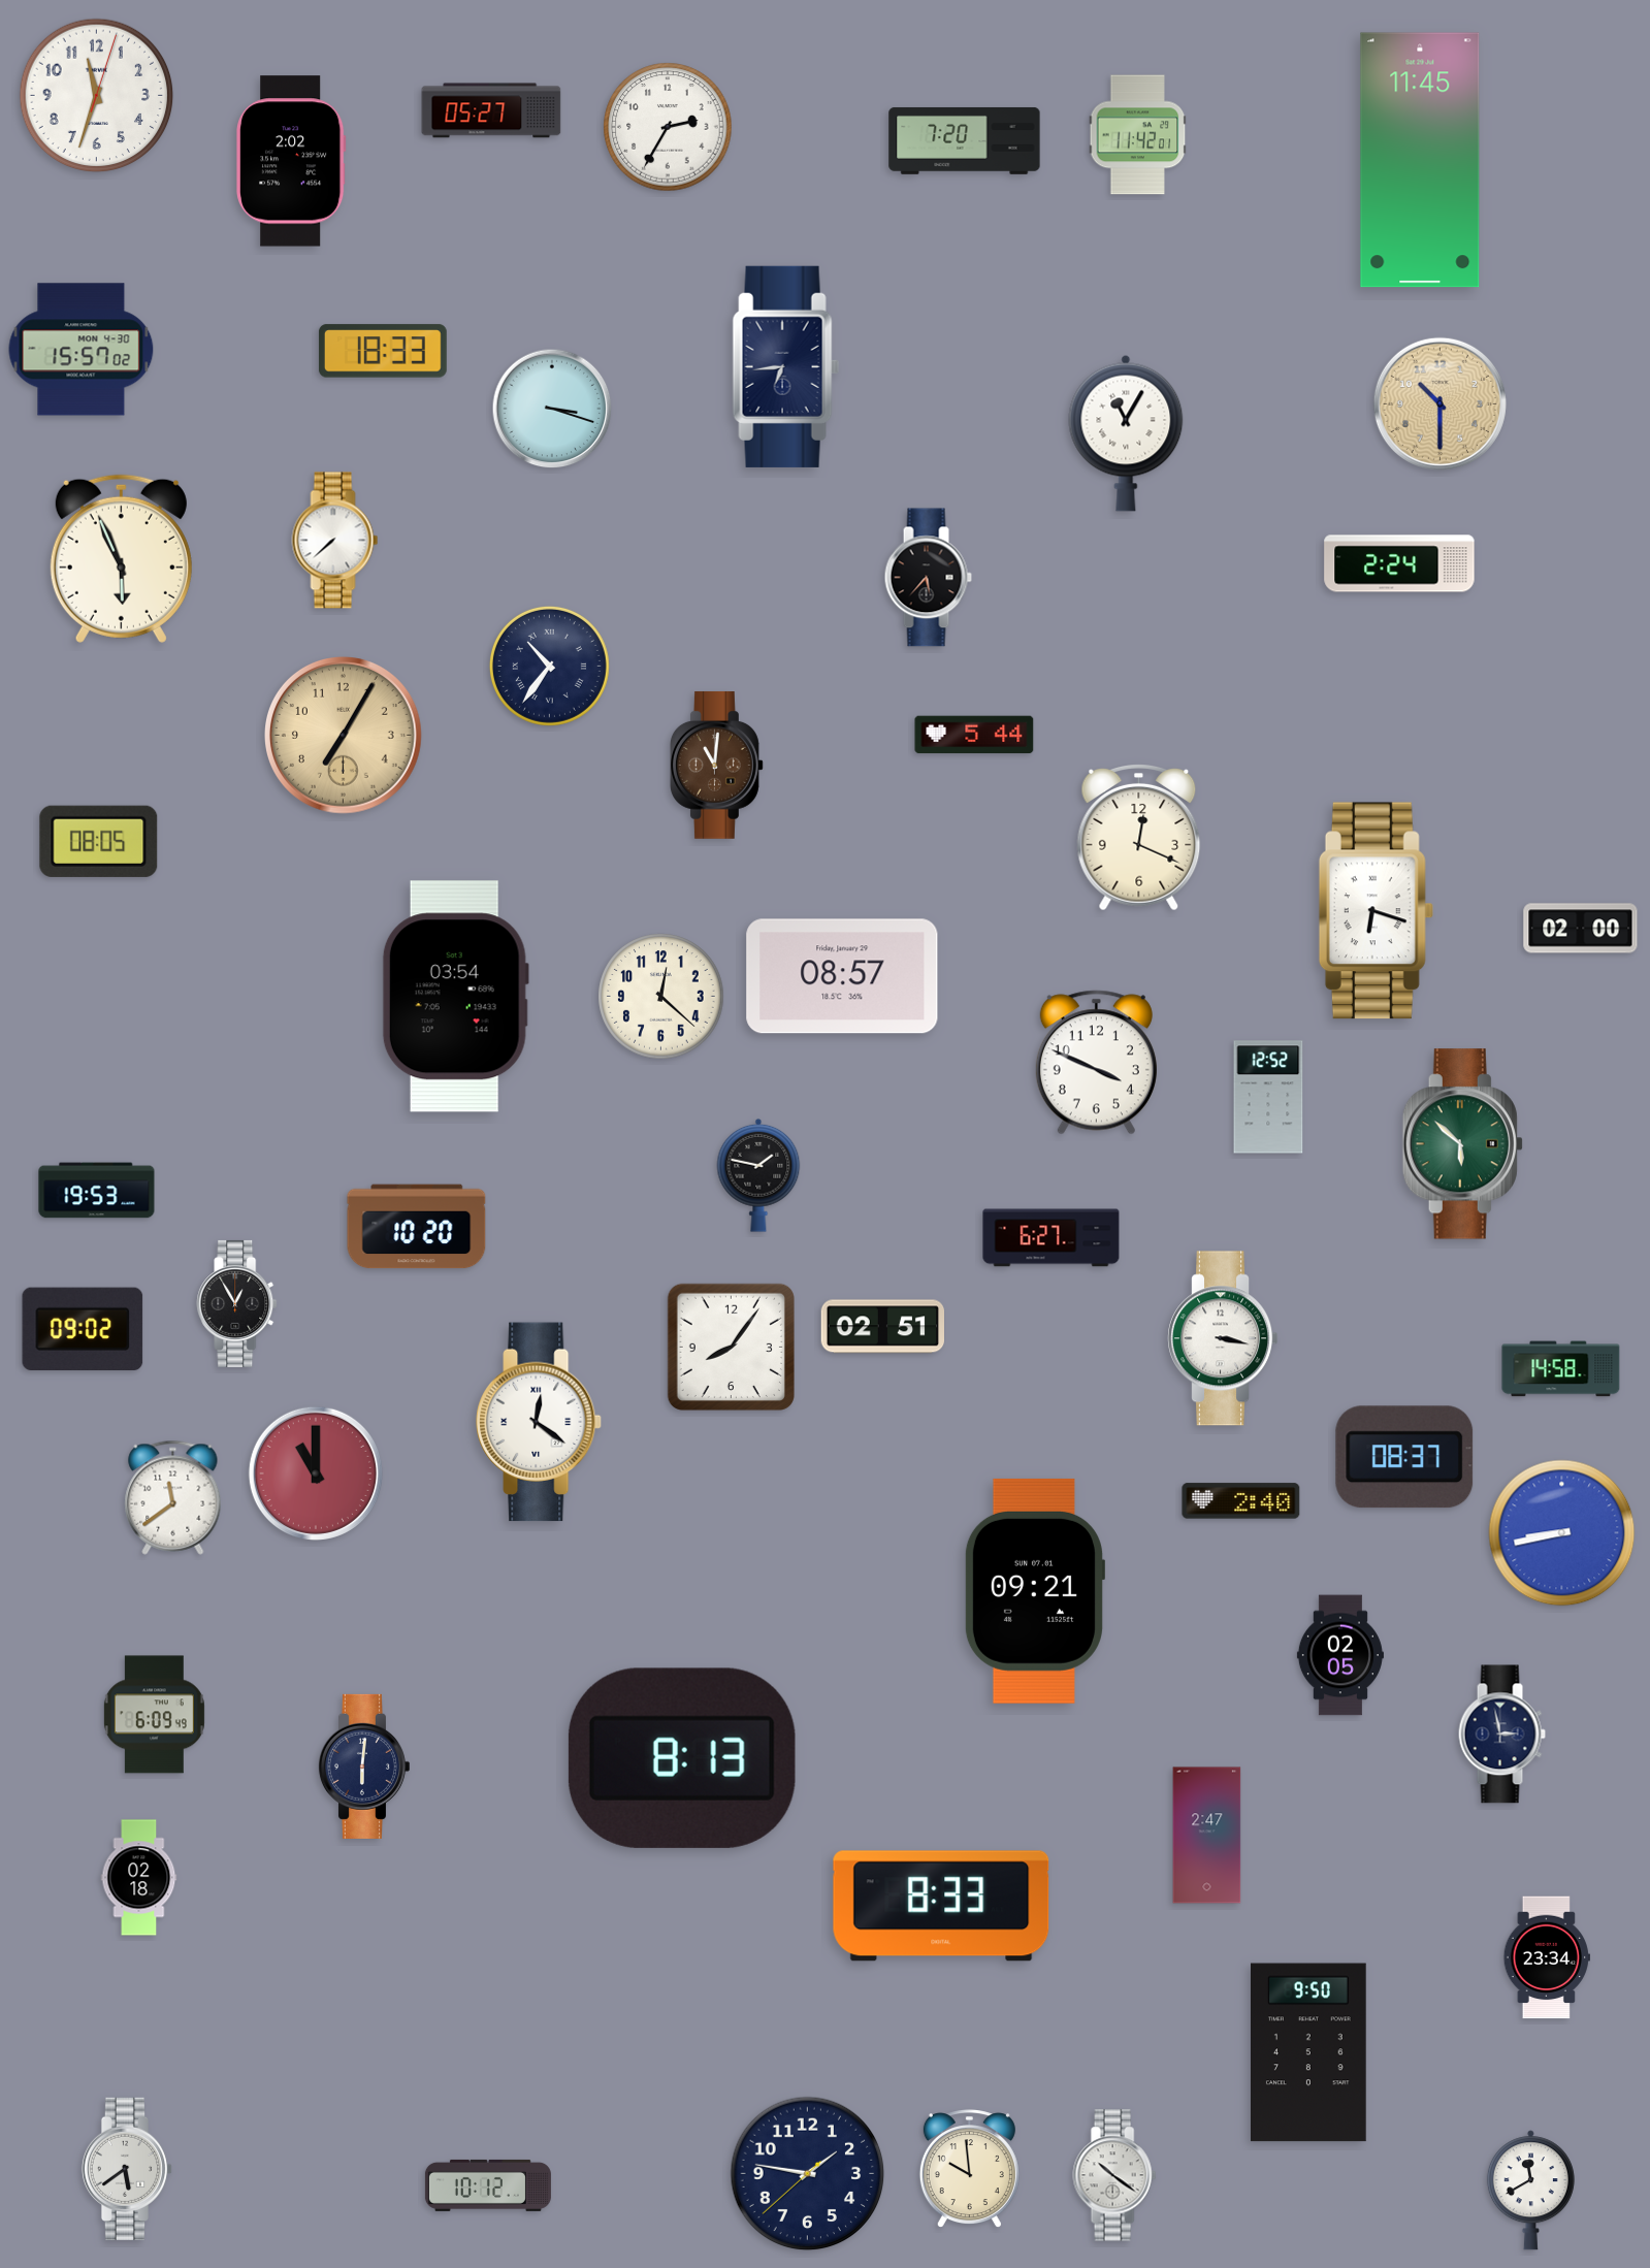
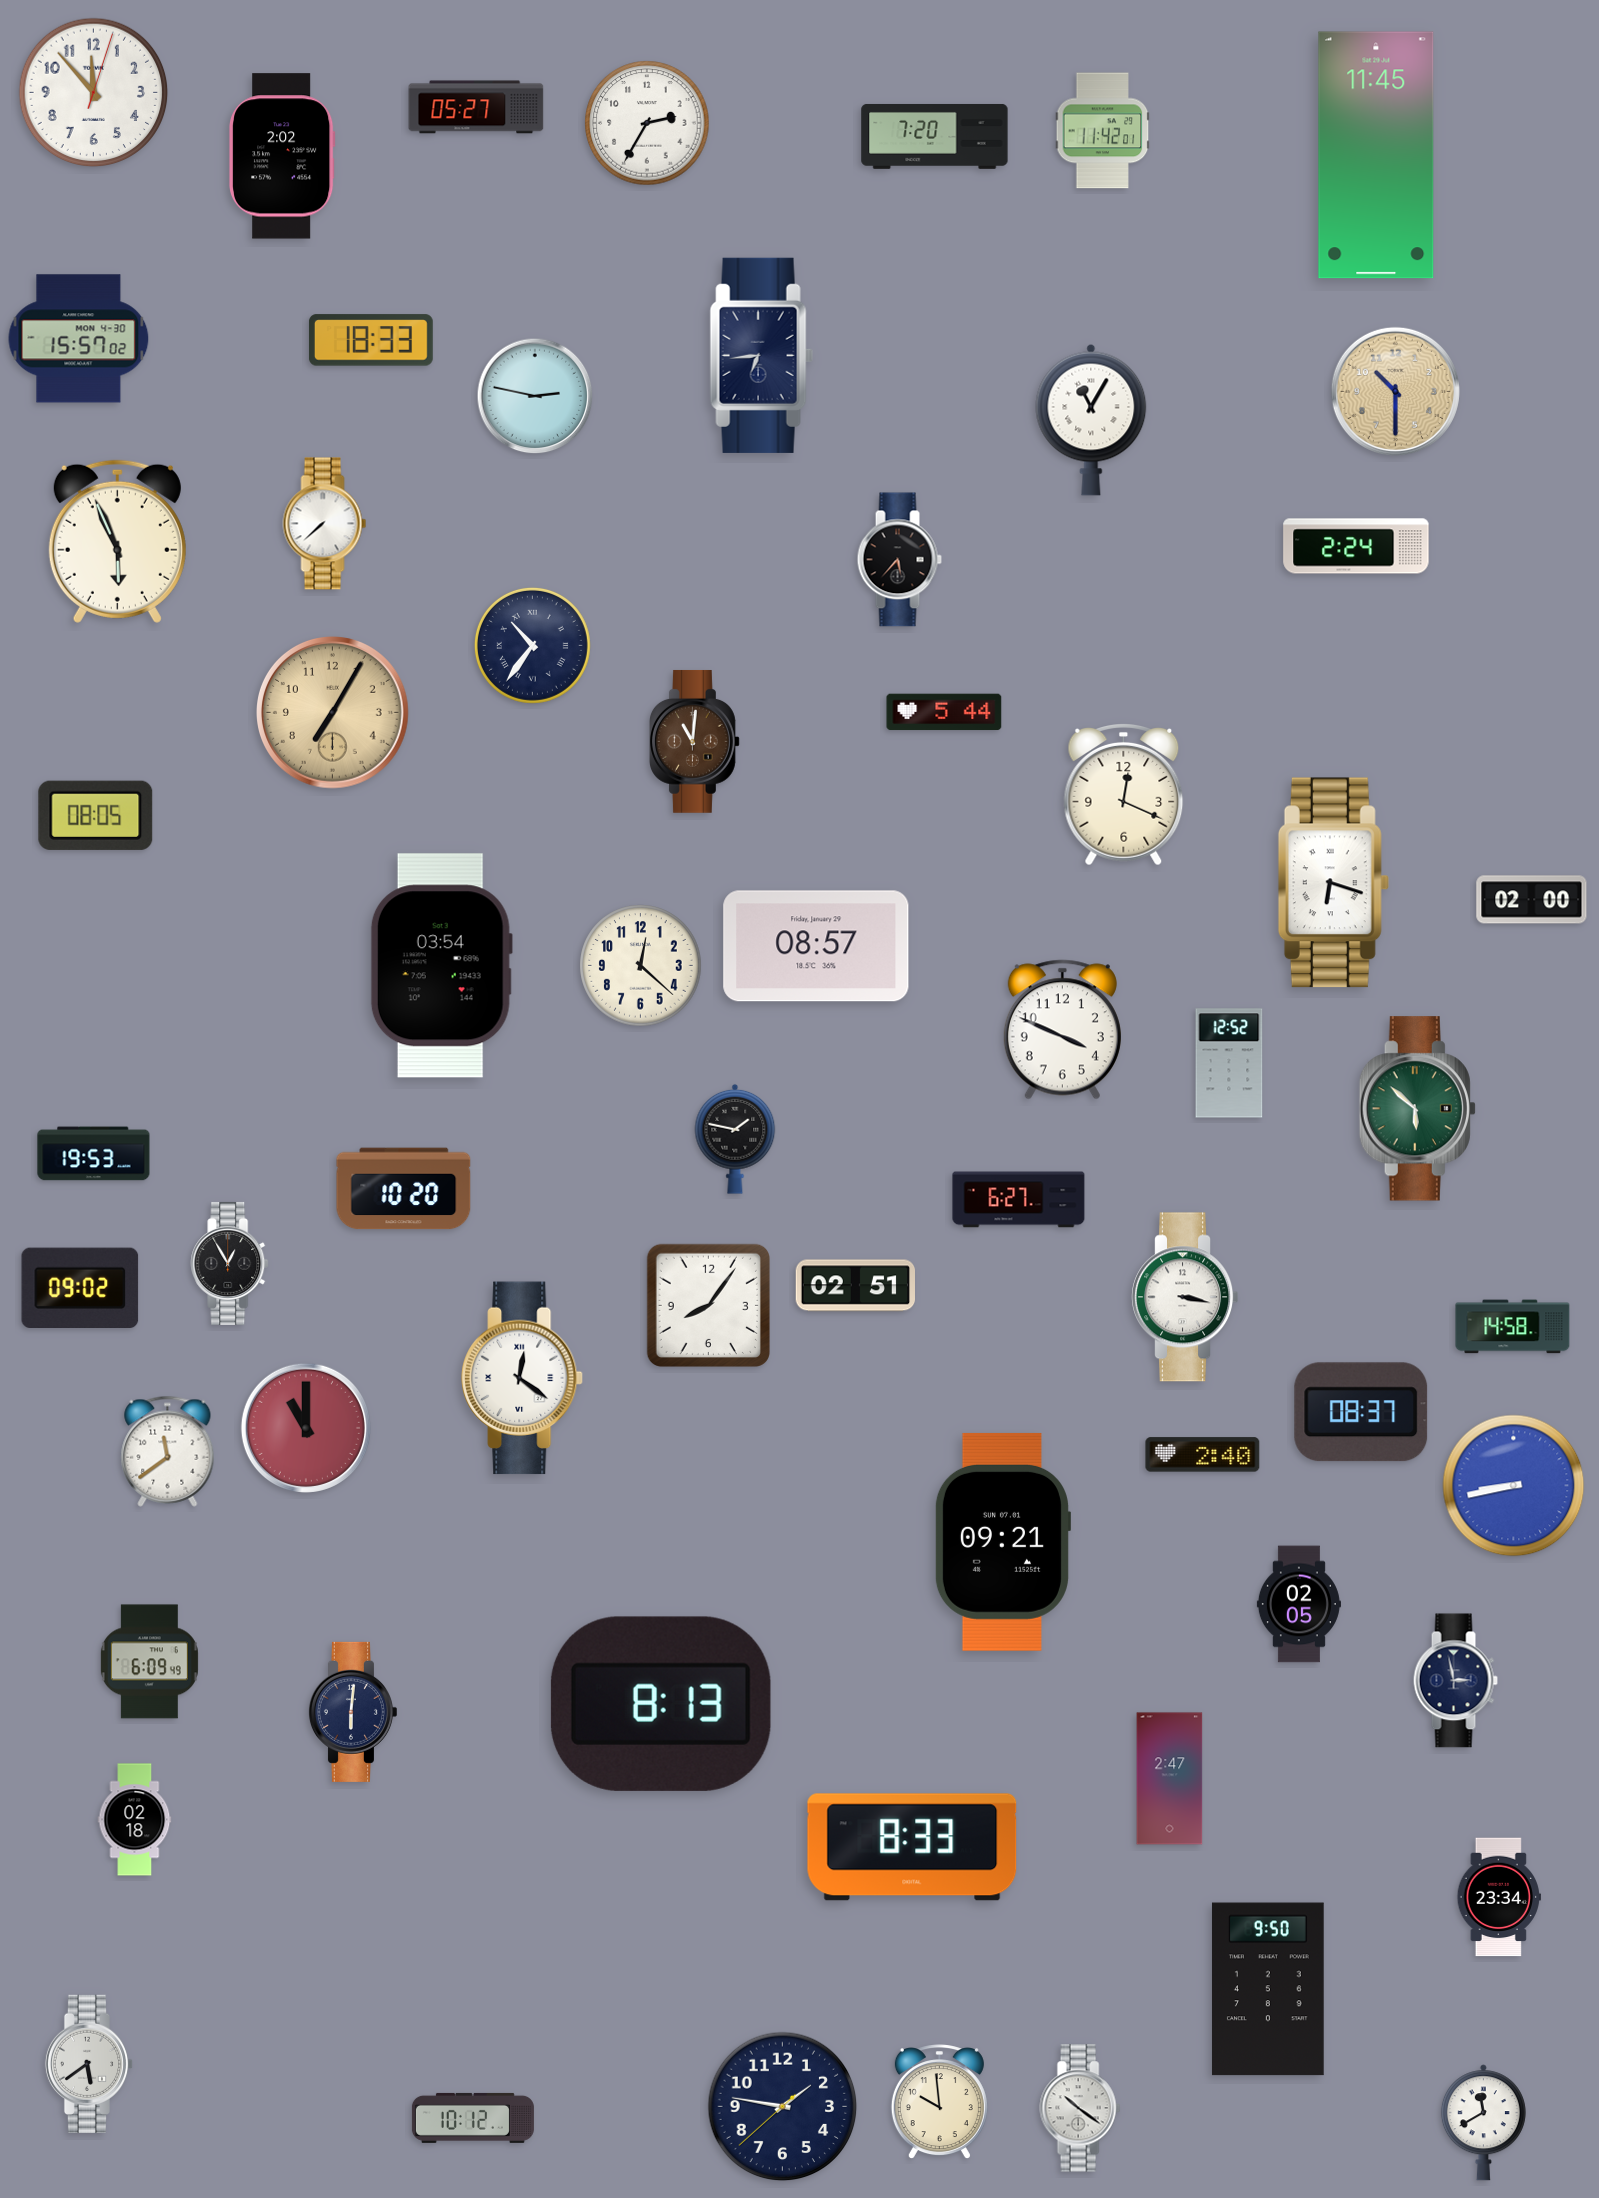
clock at (97, 96): 11:33 -> 11:53
clock at (552, 409): 3:18 -> 2:47
clock at (1139, 838) position: (1139, 838) -> (1124, 795)
clock at (127, 2168) position: (127, 2168) -> (89, 2063)
